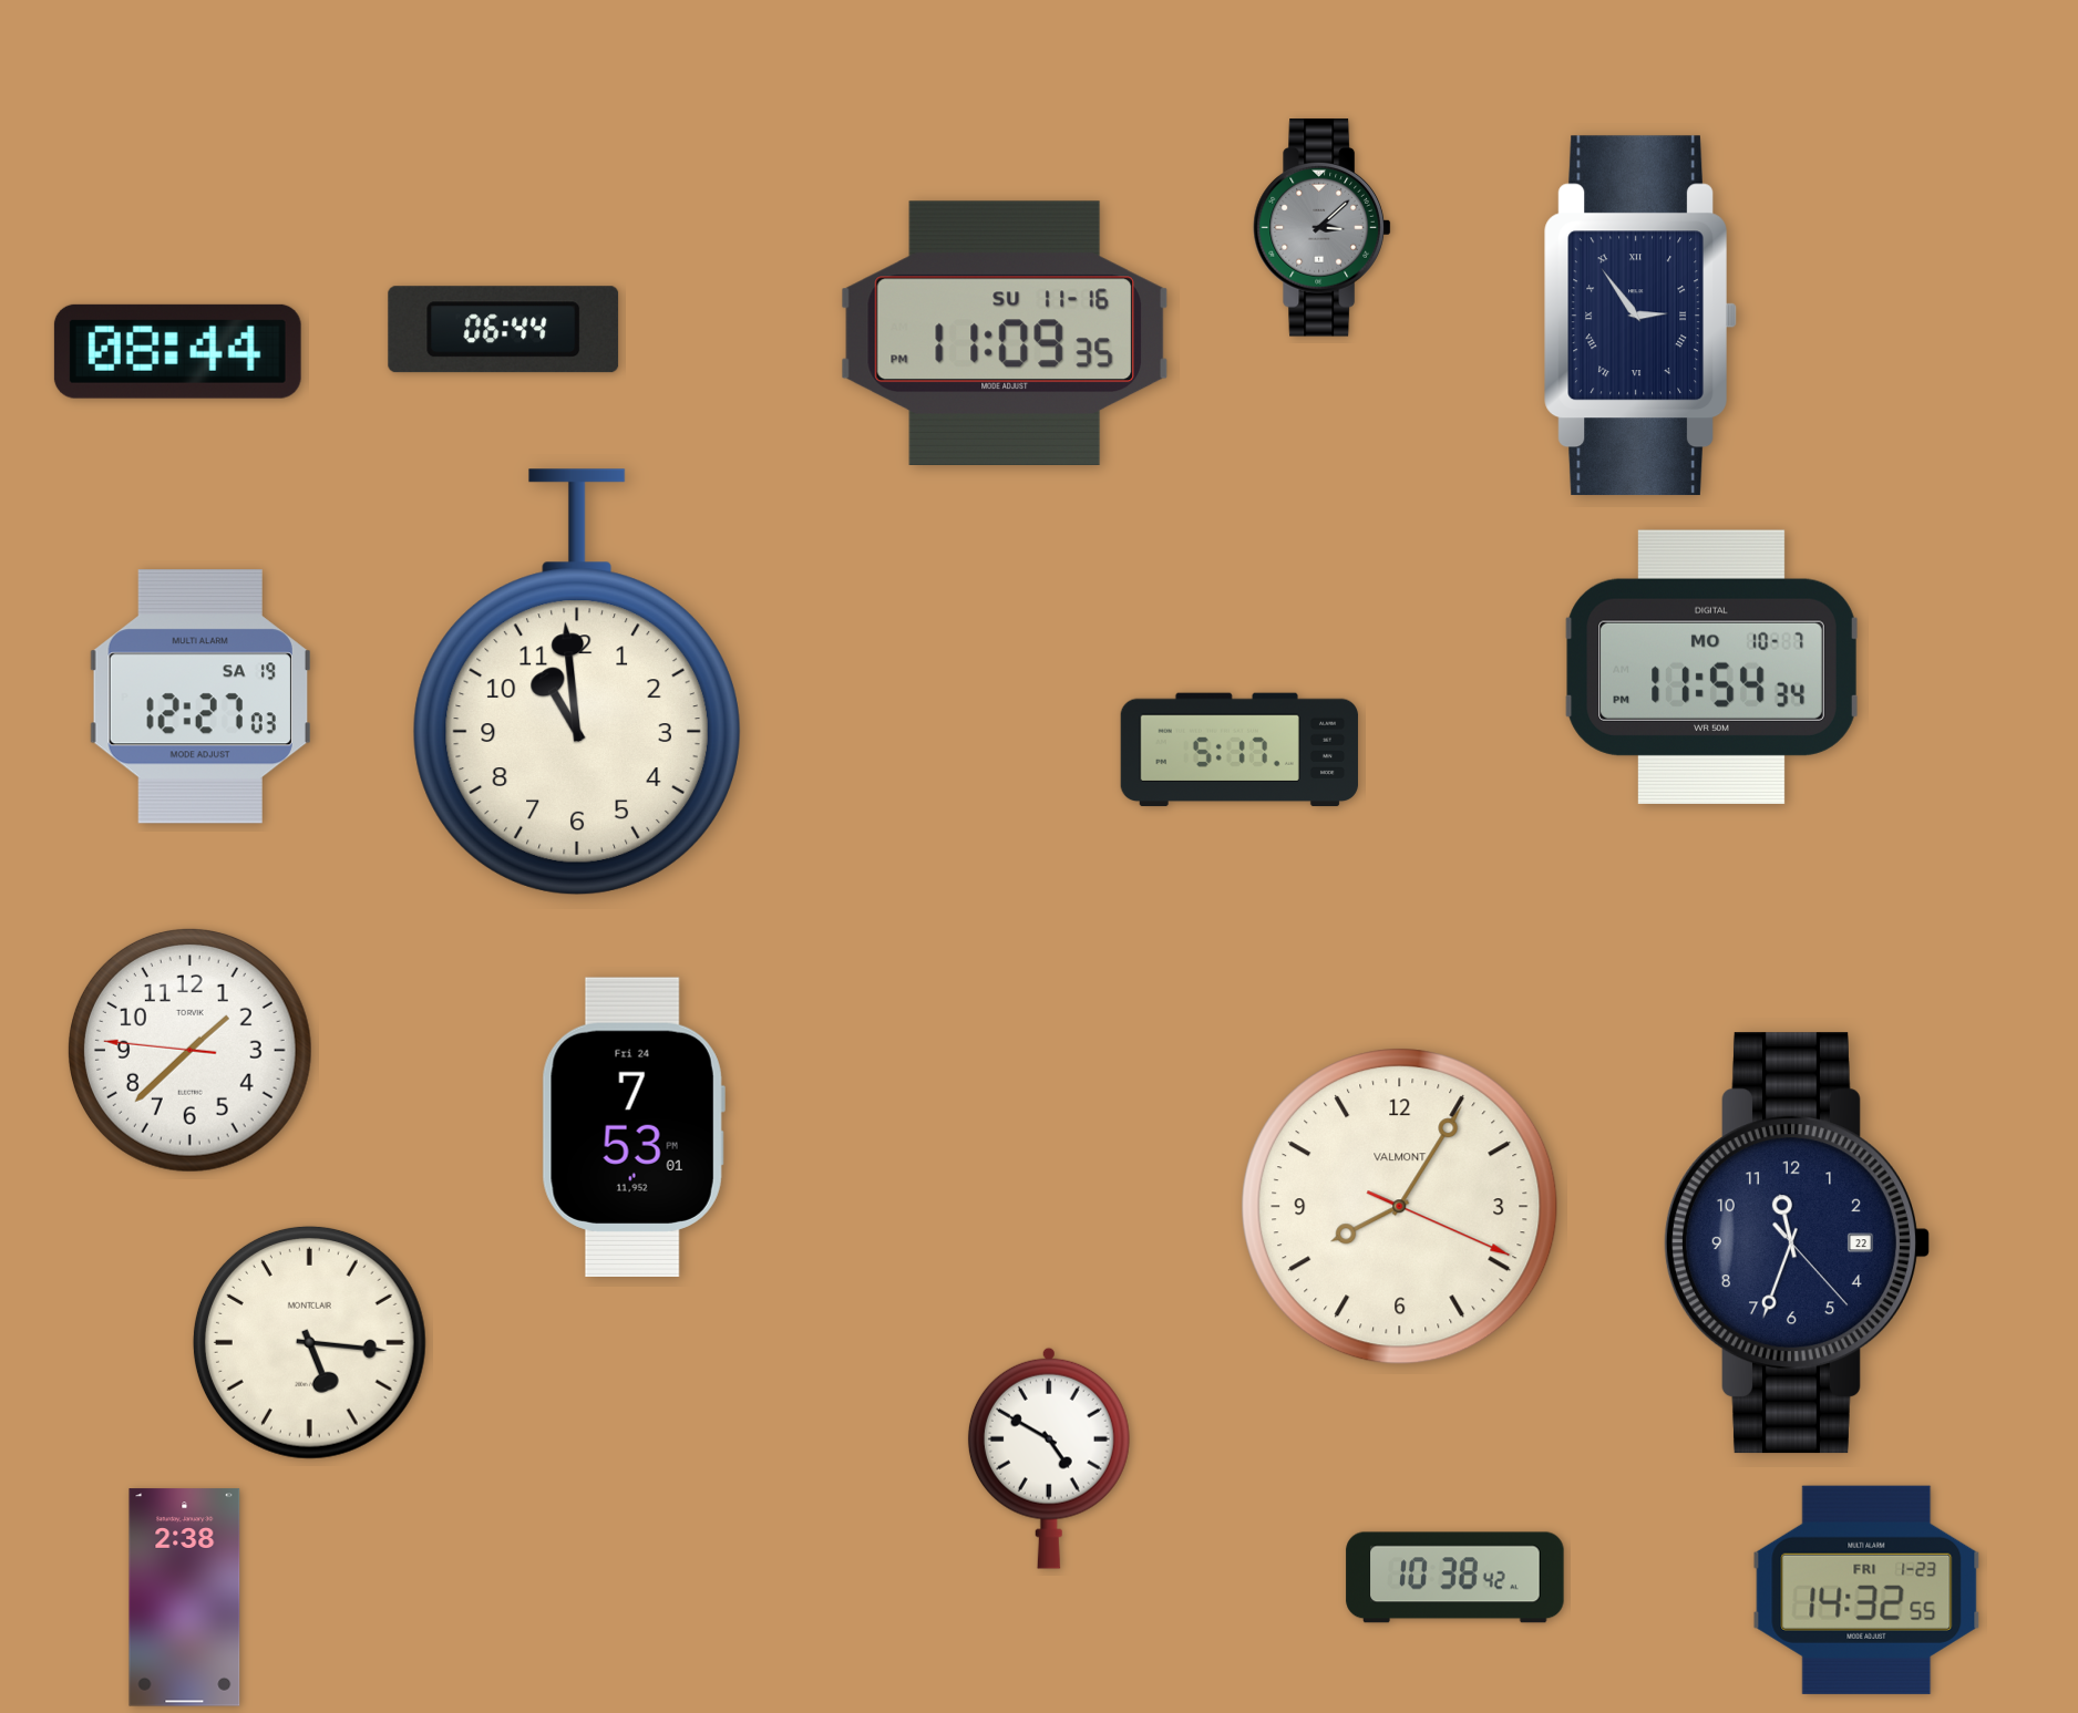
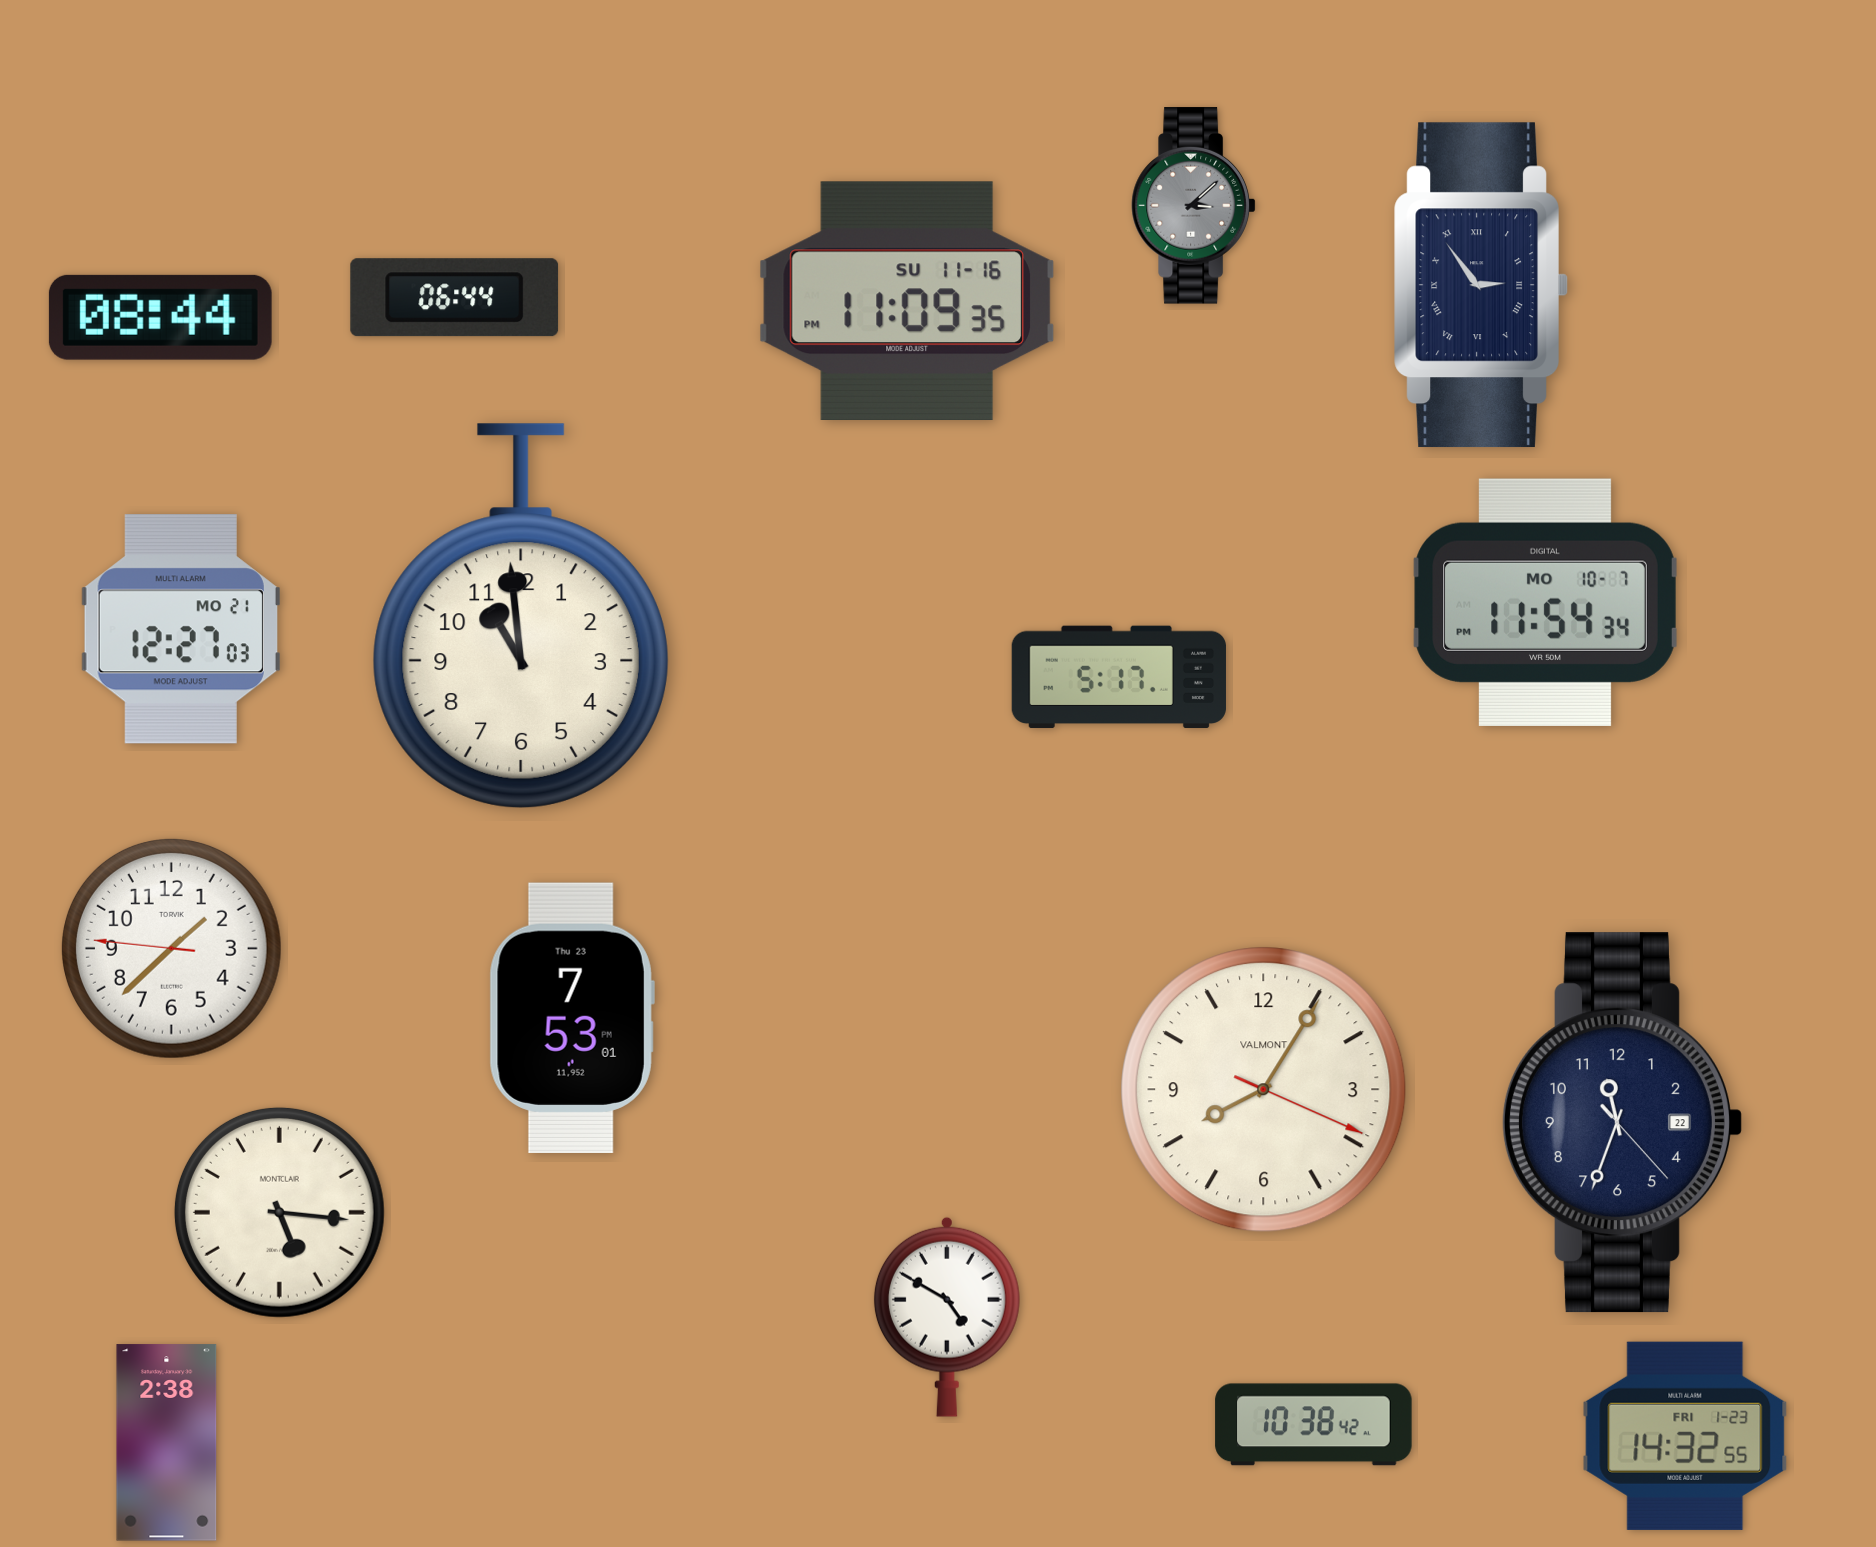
clock at (200, 696) date: SA 19 -> MO 21
clock at (634, 1127) date: Fri 24 -> Thu 23
